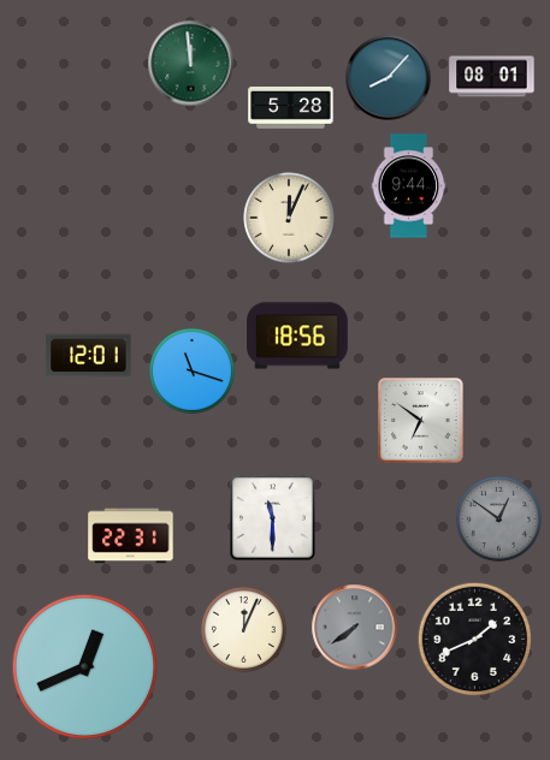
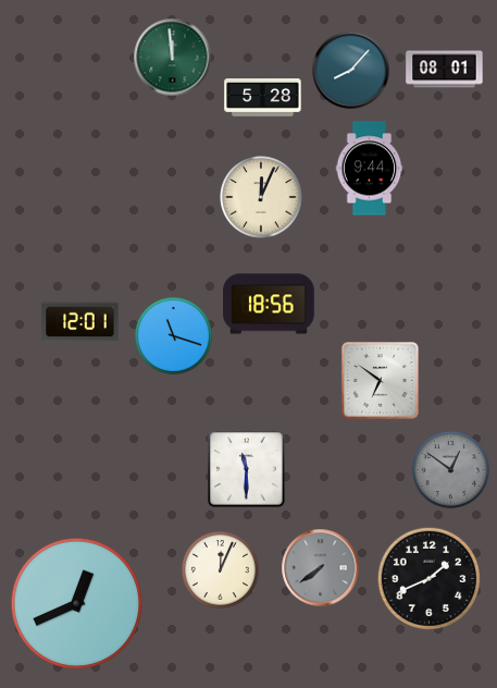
clock at (131, 536): 22:31 -> none
